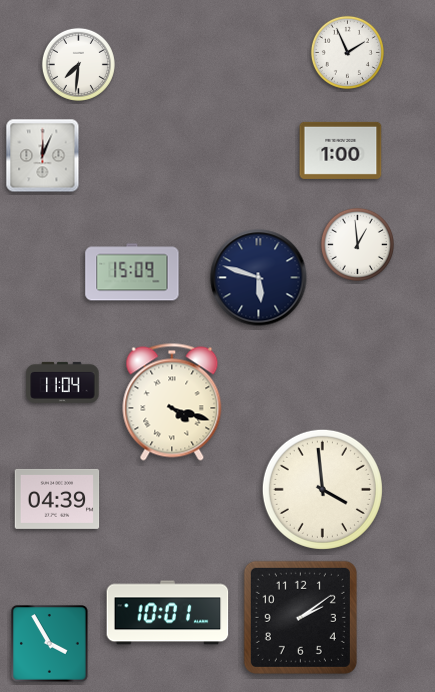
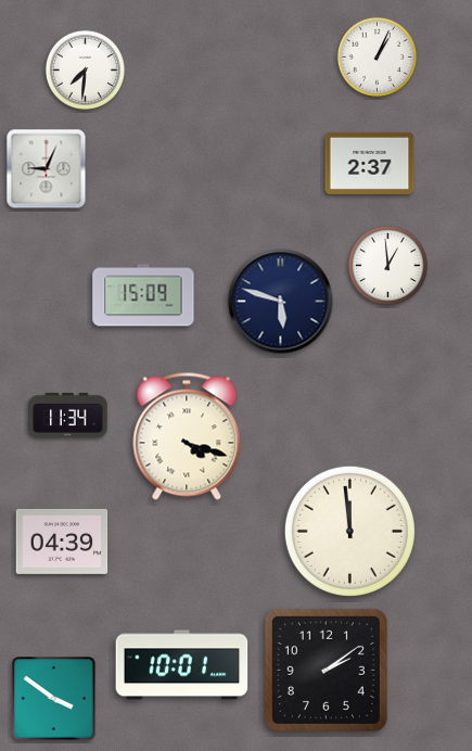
clock at (347, 52): 1:56 -> 1:04
clock at (341, 150): 1:00 -> 2:37
clock at (43, 156): 12:04 -> 9:04
clock at (63, 382): 11:04 -> 11:34
clock at (322, 489): 3:59 -> 11:59
clock at (50, 644): 3:55 -> 3:51
